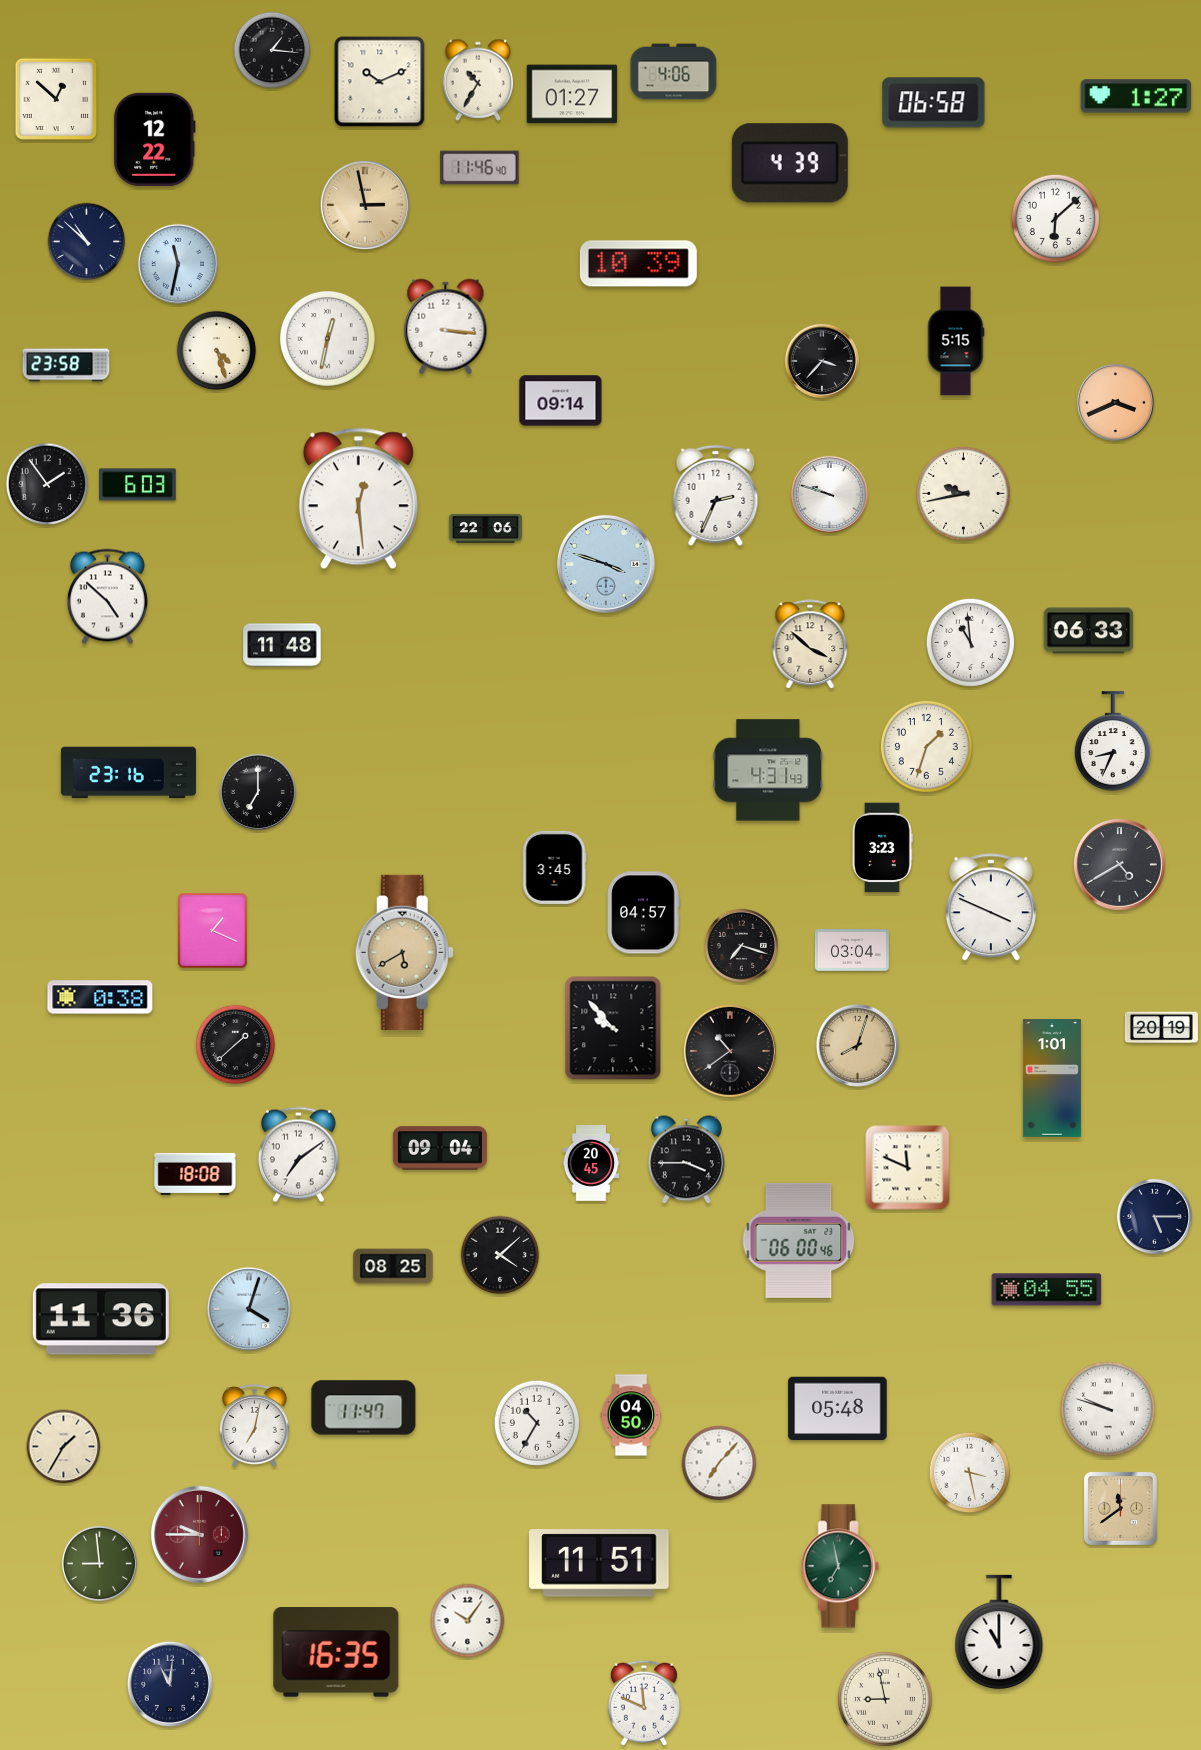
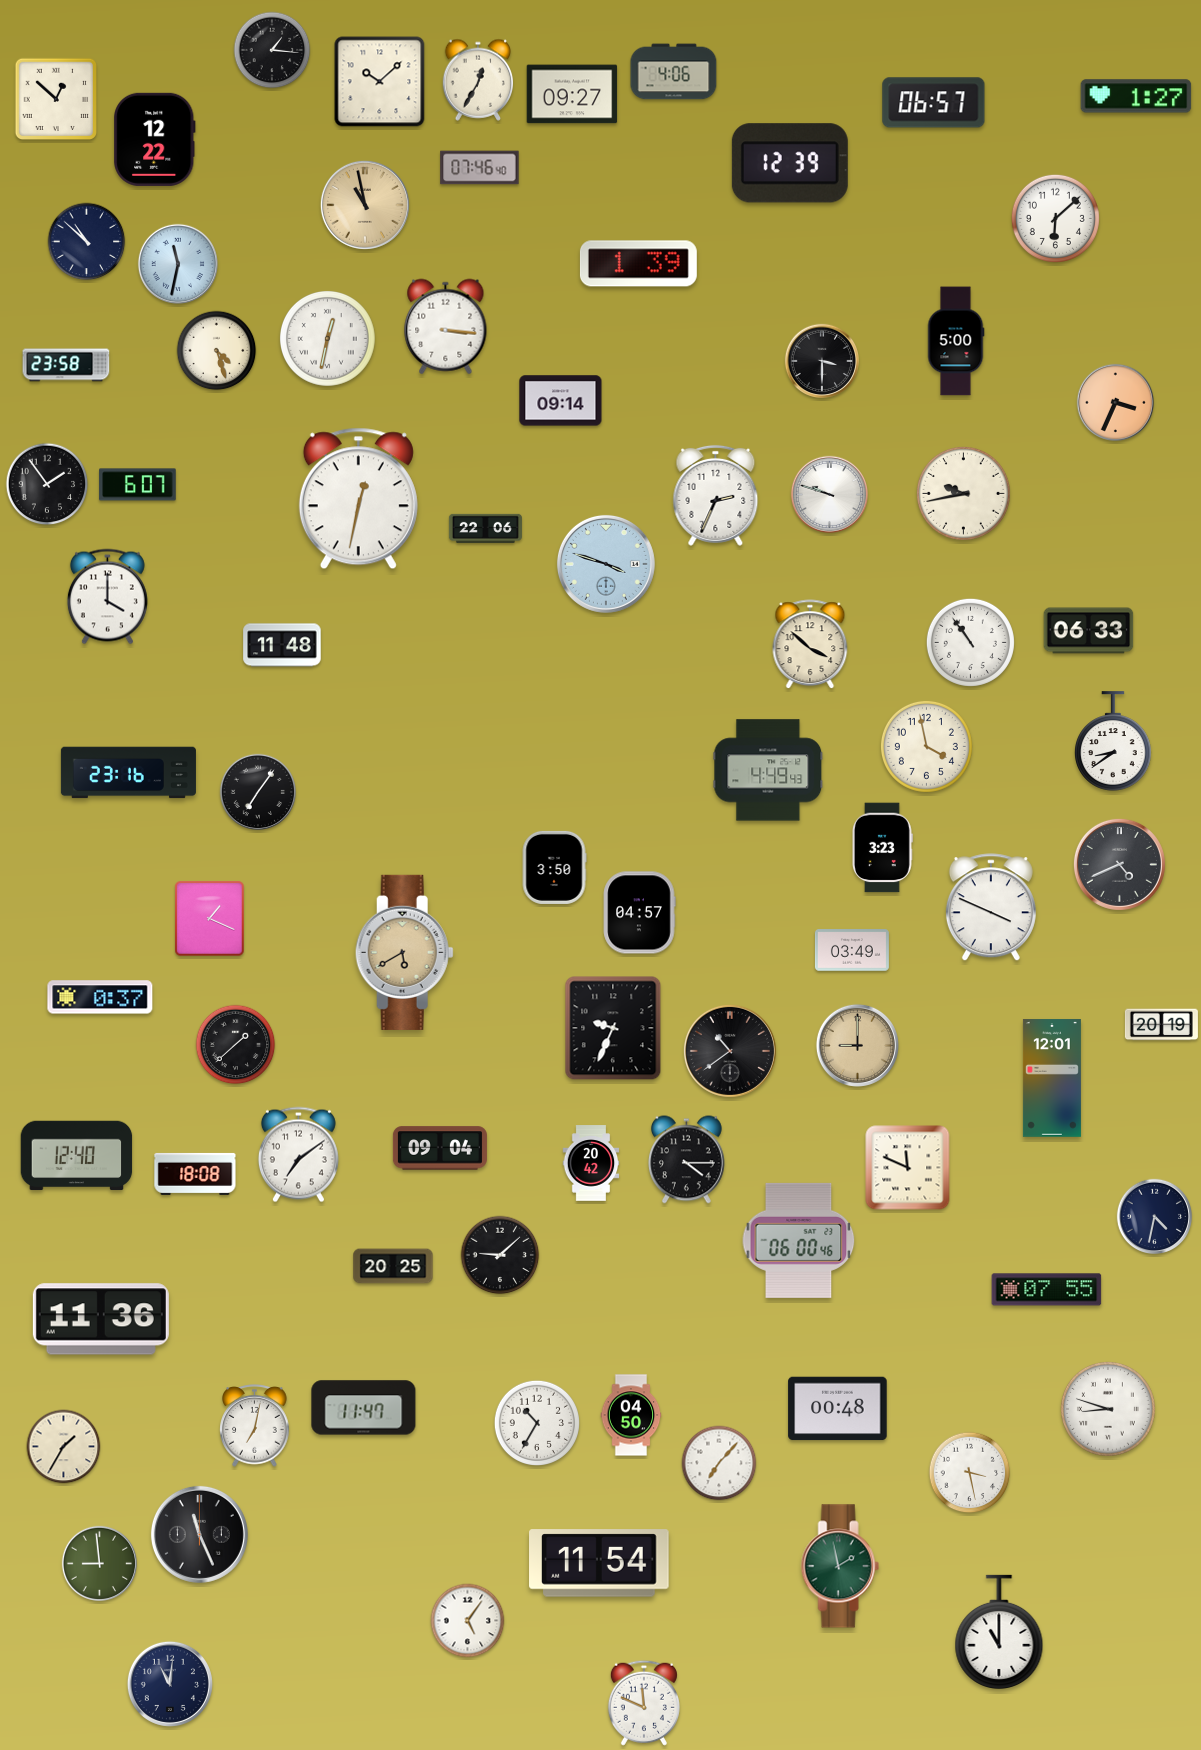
clock at (478, 80): 10:35 -> 12:35
clock at (380, 82): 10:11 -> 10:08
clock at (572, 94): 01:27 -> 09:27
clock at (934, 103): 06:58 -> 06:57
clock at (790, 163): 4:39 -> 12:39
clock at (480, 168): 11:46 -> 07:46
clock at (365, 205): 2:58 -> 10:58
clock at (638, 264): 10:39 -> 1:39
clock at (956, 341): 5:15 -> 5:00
clock at (822, 360): 3:37 -> 3:30
clock at (1115, 402): 3:41 -> 3:34
clock at (138, 485): 6:03 -> 6:07
clock at (358, 499): 12:29 -> 12:32
clock at (107, 597): 4:52 -> 4:00
clock at (970, 642): 10:59 -> 10:54
clock at (1113, 741): 8:34 -> 8:39
clock at (926, 746): 1:33 -> 3:58
clock at (768, 770): 4:31 -> 4:49
clock at (257, 791): 7:00 -> 7:06
clock at (1119, 864): 4:40 -> 4:41
clock at (554, 867): 3:45 -> 3:50
clock at (643, 913) position: (643, 913) -> (639, 913)
clock at (213, 931) position: (213, 931) -> (210, 919)
clock at (742, 946): 7:18 -> none
clock at (852, 950): 03:04 -> 03:49
clock at (100, 997): 0:38 -> 0:37
clock at (613, 1028): 9:53 -> 9:34
clock at (1161, 1028) position: (1161, 1028) -> (1161, 1025)
clock at (857, 1045): 8:03 -> 9:00
clock at (1052, 1078): 1:01 -> 12:01
clock at (77, 1156): none -> 12:40
clock at (686, 1160): 3:45 -> 4:15
clock at (591, 1163): 20:45 -> 20:42
clock at (1154, 1216): 5:15 -> 4:32
clock at (500, 1255): 4:08 -> 9:08
clock at (393, 1266): 08:25 -> 20:25
clock at (1047, 1290): 04:55 -> 07:55
clock at (249, 1309): 4:03 -> none
clock at (838, 1409): 05:48 -> 00:48
clock at (1108, 1409): 9:48 -> 8:48
clock at (1120, 1508): 11:39 -> none
clock at (199, 1534): 9:45 -> 11:26
clock at (199, 1534) dial: burgundy -> black
clock at (599, 1563): 11:51 -> 11:54
clock at (840, 1566): 6:58 -> 1:58
clock at (468, 1621): 10:06 -> 5:06
clock at (336, 1652): 16:35 -> none
clock at (885, 1699): 8:58 -> none
